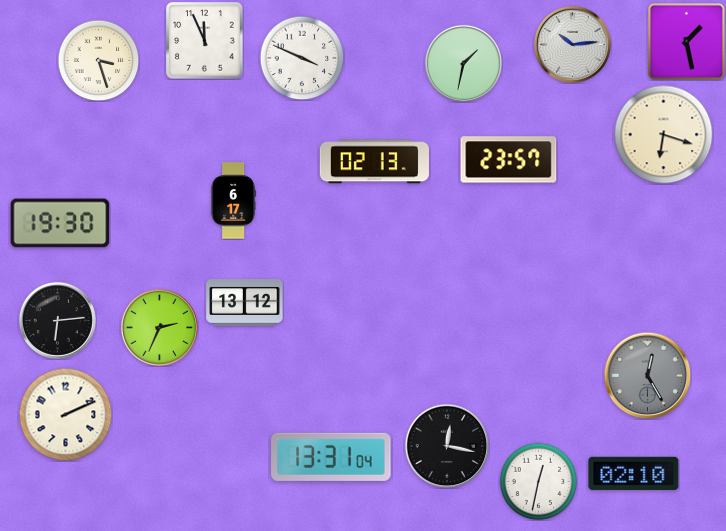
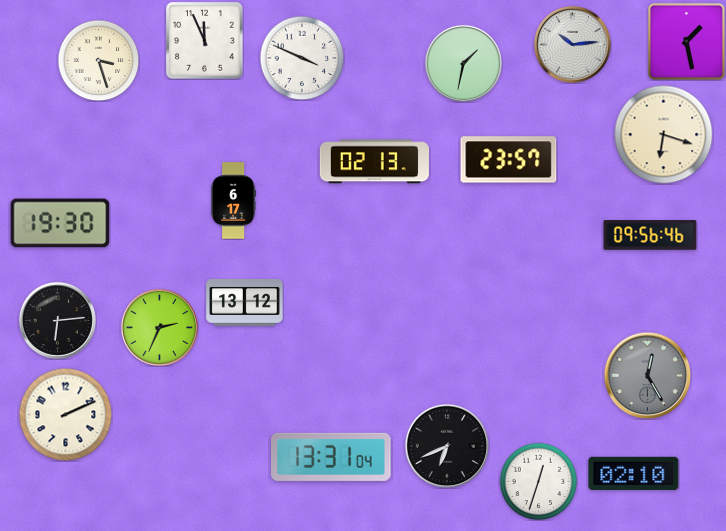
clock at (650, 235): none -> 09:56
clock at (447, 446): 12:17 -> 6:41
clock at (538, 481): 12:32 -> 12:33
